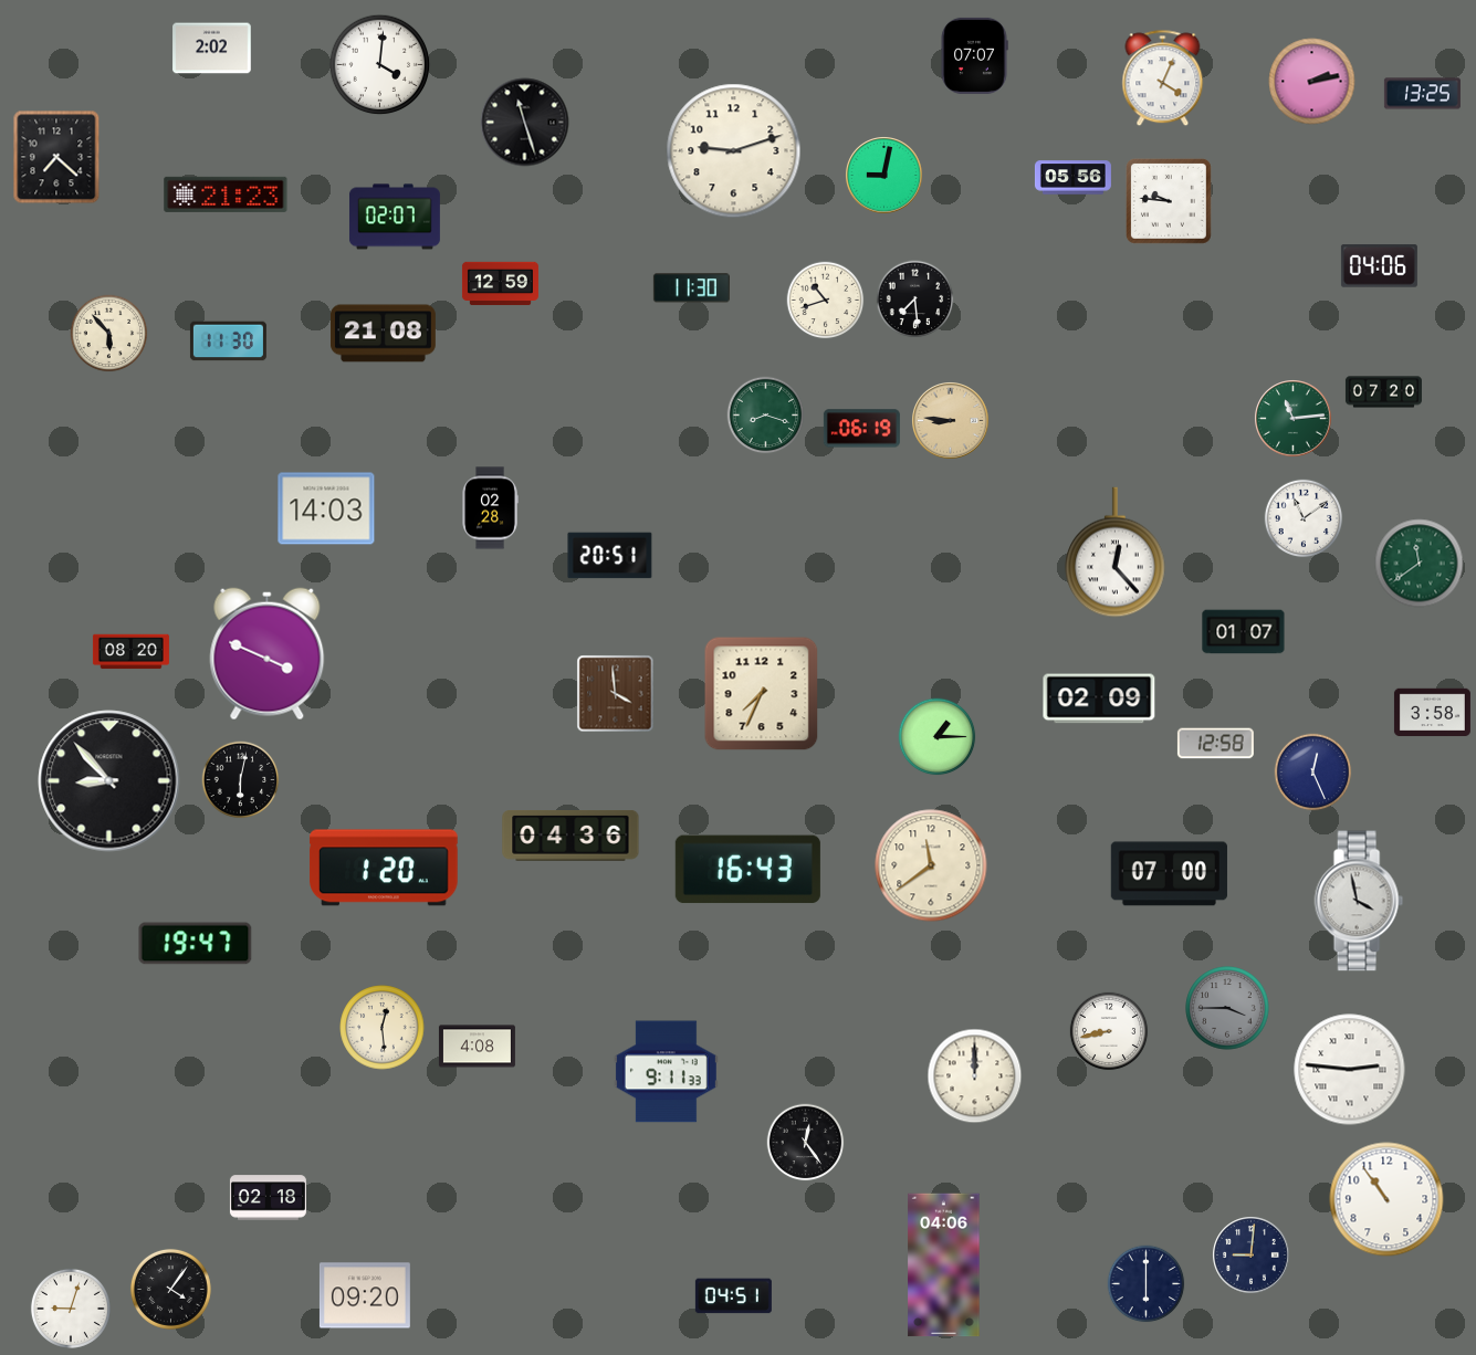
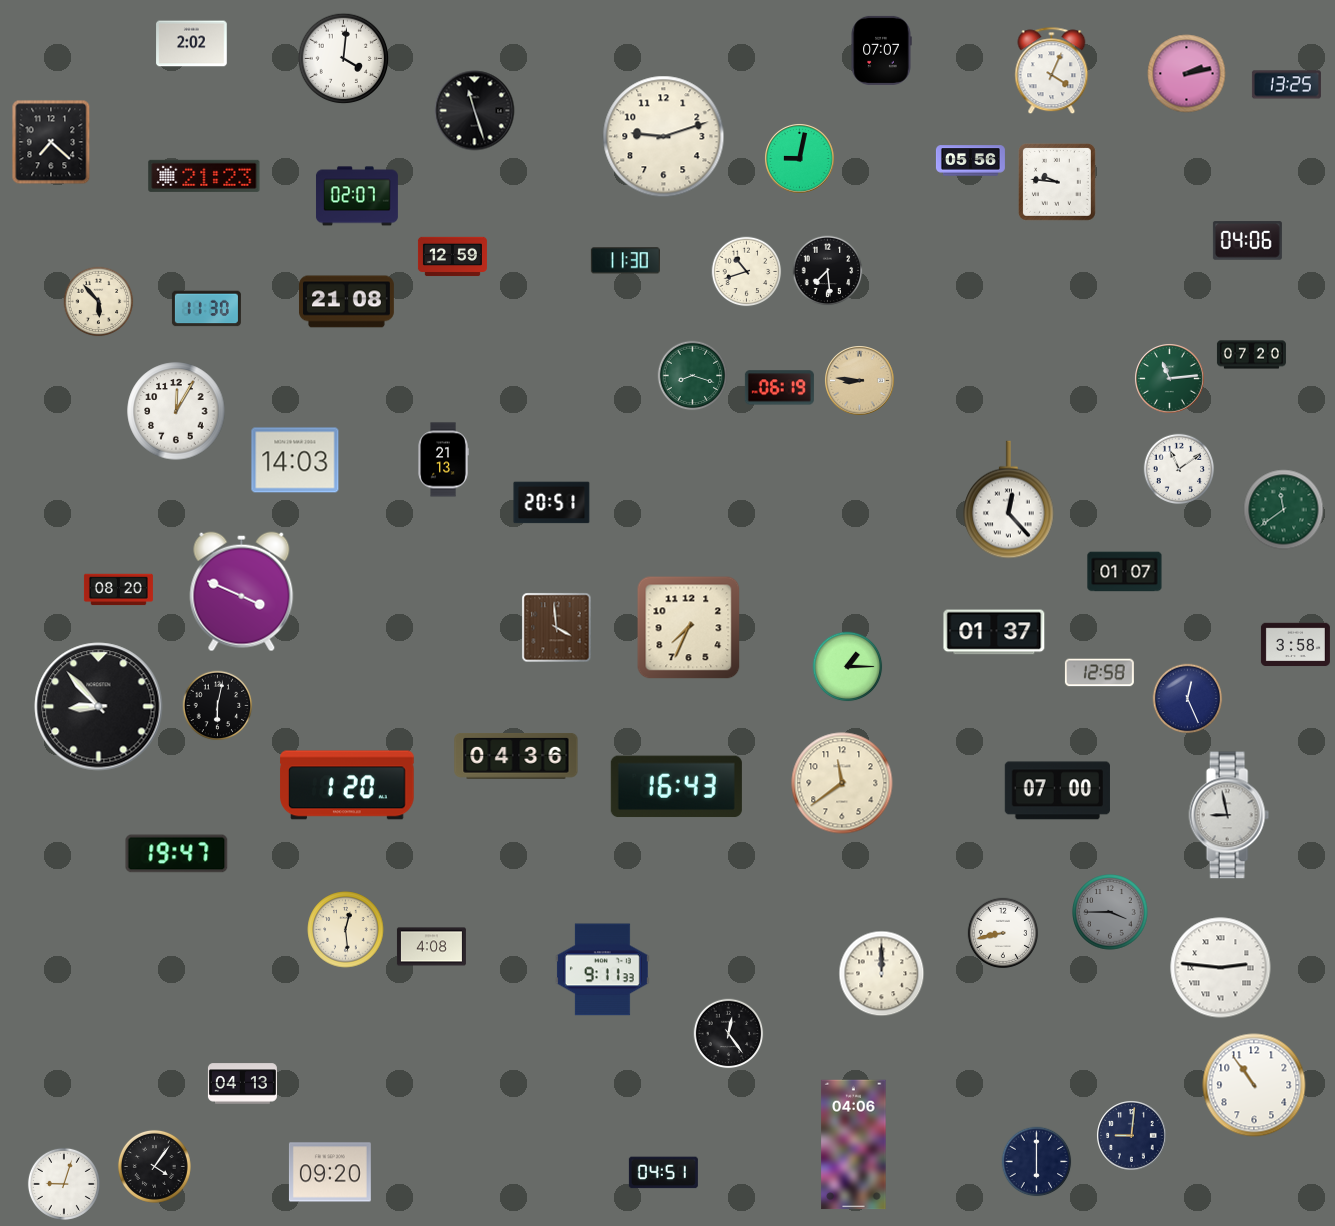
clock at (176, 411): none -> 12:05
clock at (490, 508): 02:28 -> 21:13
clock at (1099, 698): 02:09 -> 01:37
clock at (1359, 901): 3:58 -> 8:58
clock at (268, 1198): 02:18 -> 04:13
